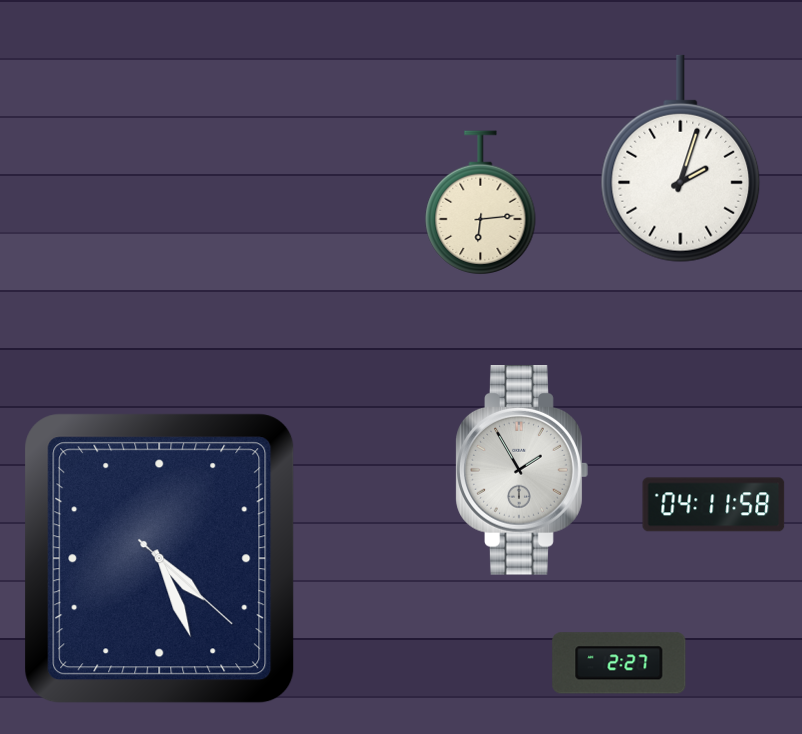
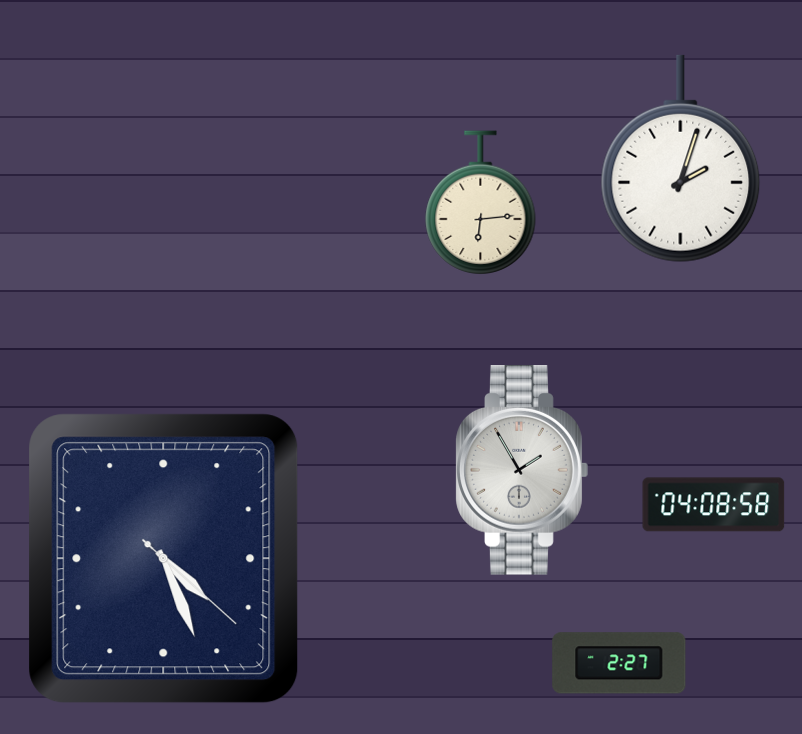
clock at (714, 505): 04:11 -> 04:08
clock at (160, 559) position: (160, 559) -> (164, 559)
